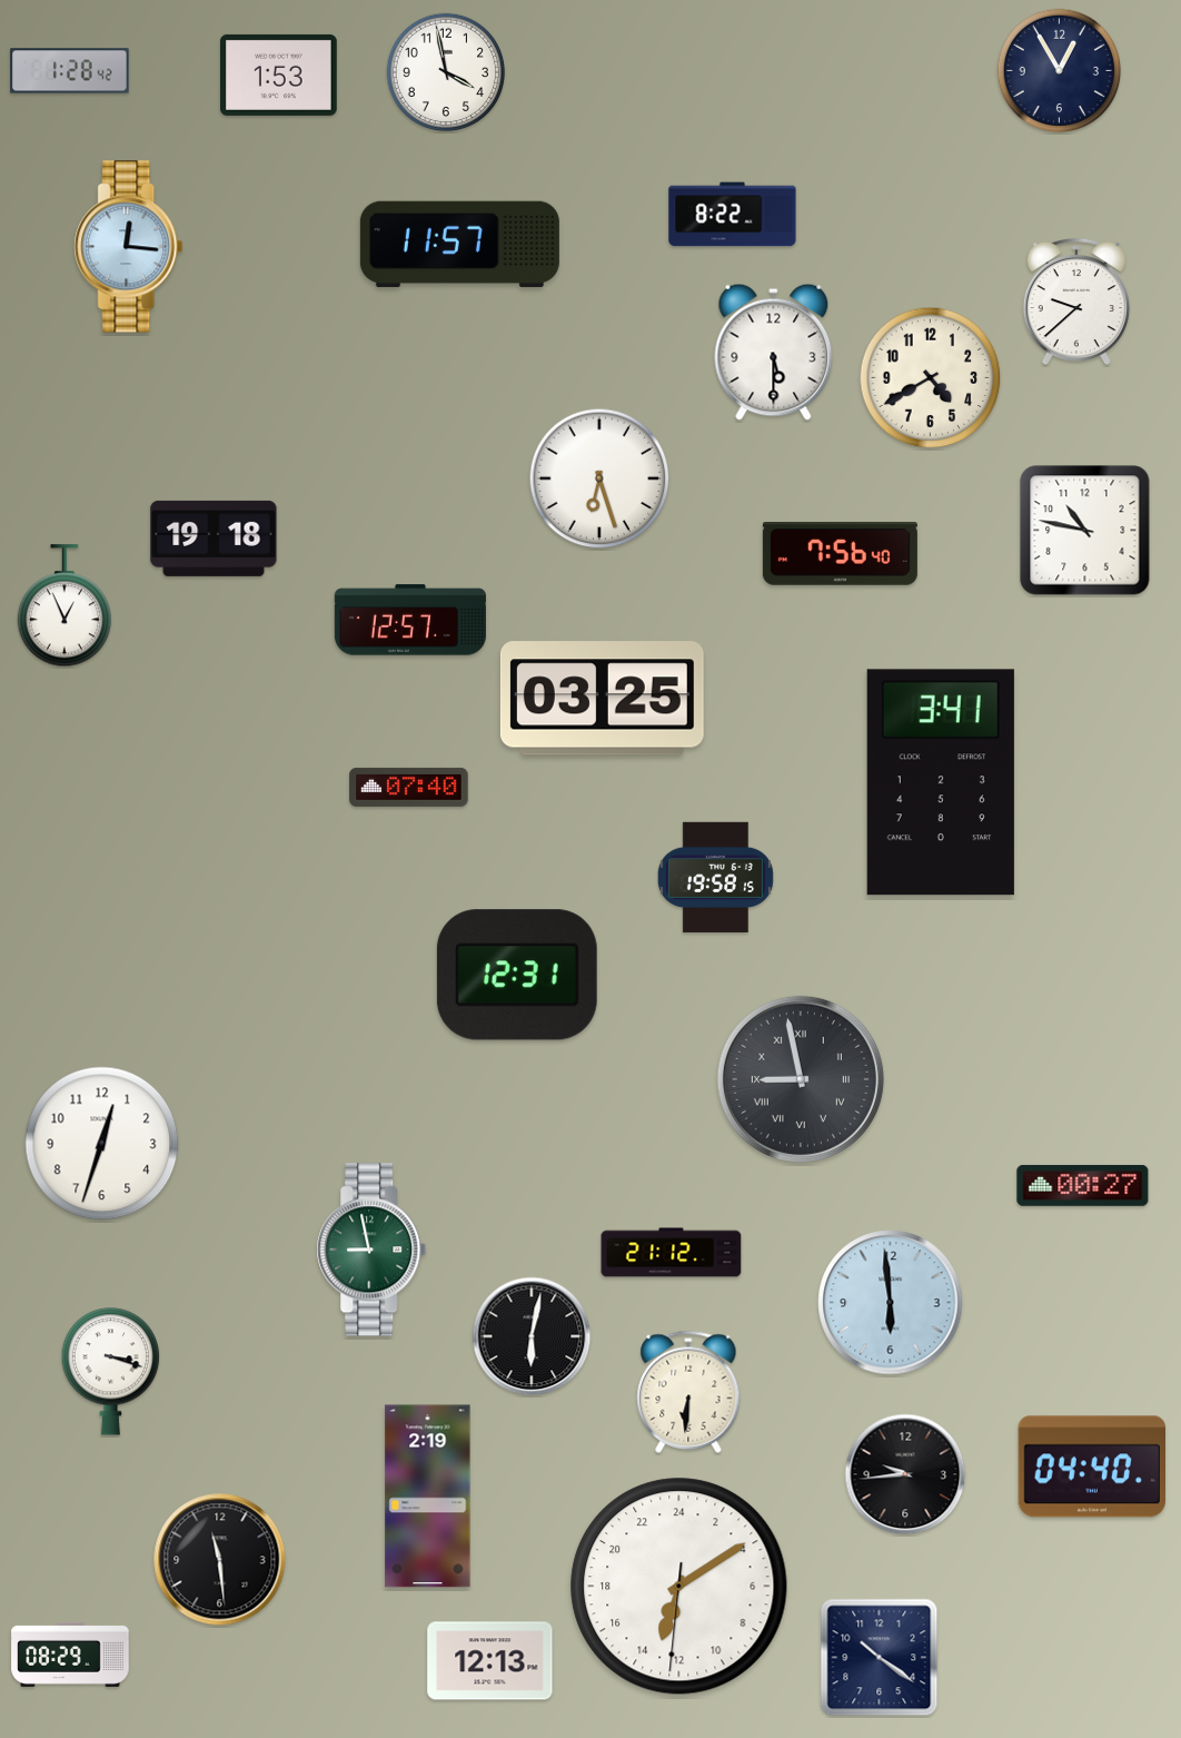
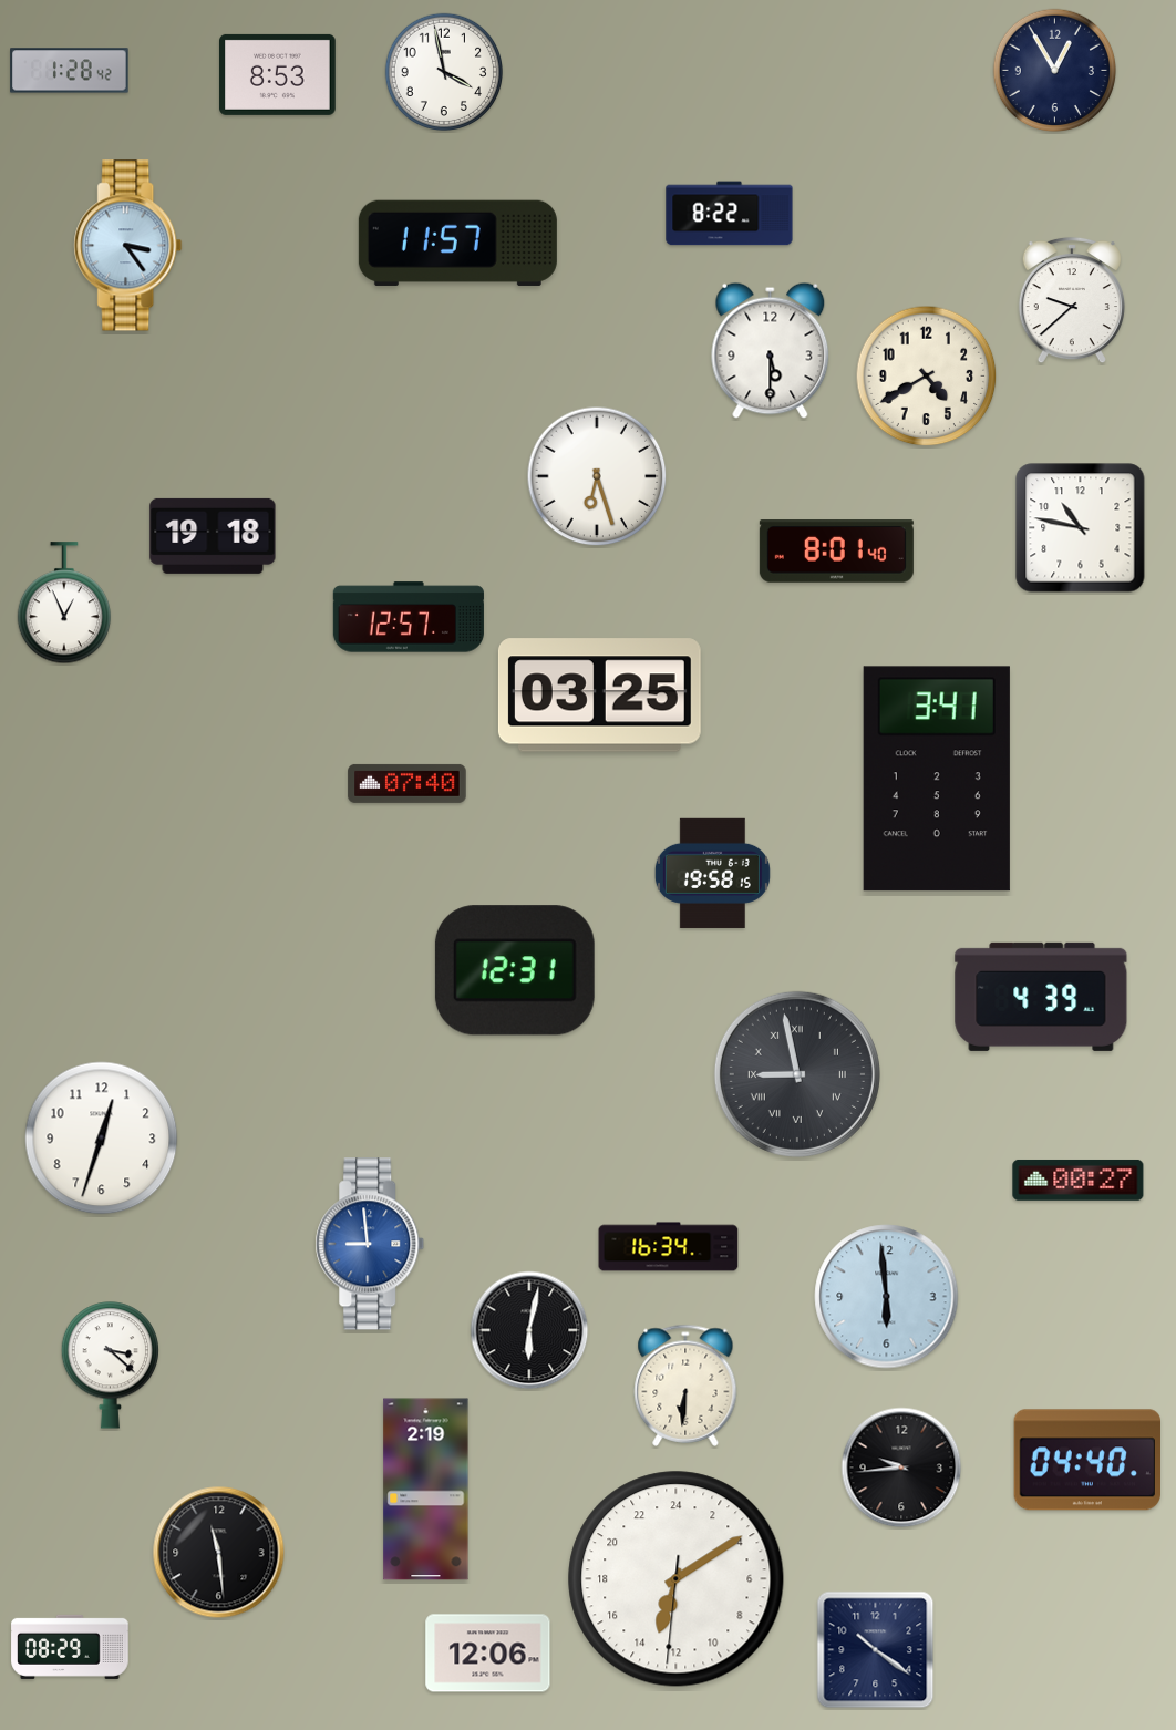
clock at (279, 75): 1:53 -> 8:53
clock at (129, 247): 12:16 -> 3:24
clock at (840, 554): 7:56 -> 8:01
clock at (1041, 997): none -> 4:39
clock at (371, 1250): 8:58 -> 8:59
clock at (371, 1250) dial: green -> blue
clock at (672, 1253): 21:12 -> 16:34
clock at (111, 1372): 3:18 -> 3:22
clock at (490, 1661): 12:13 -> 12:06
